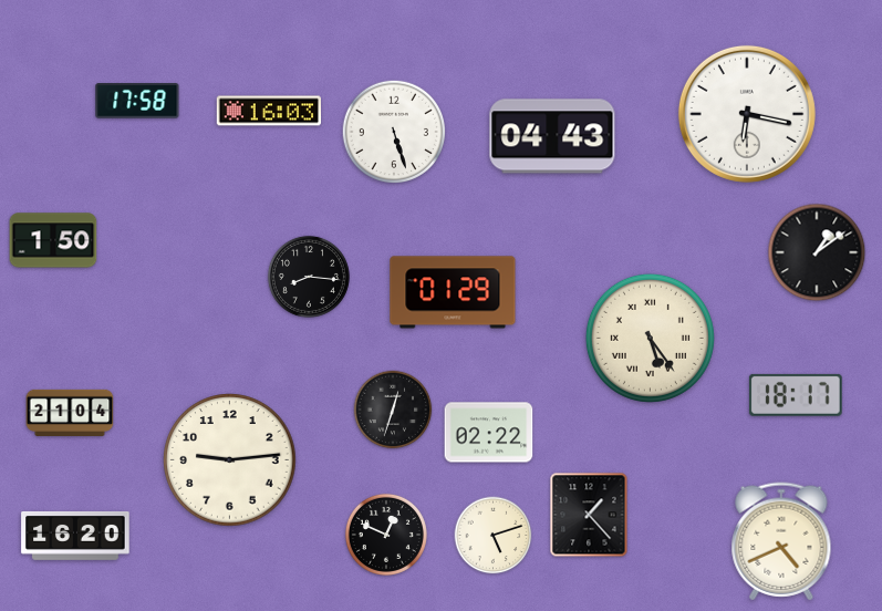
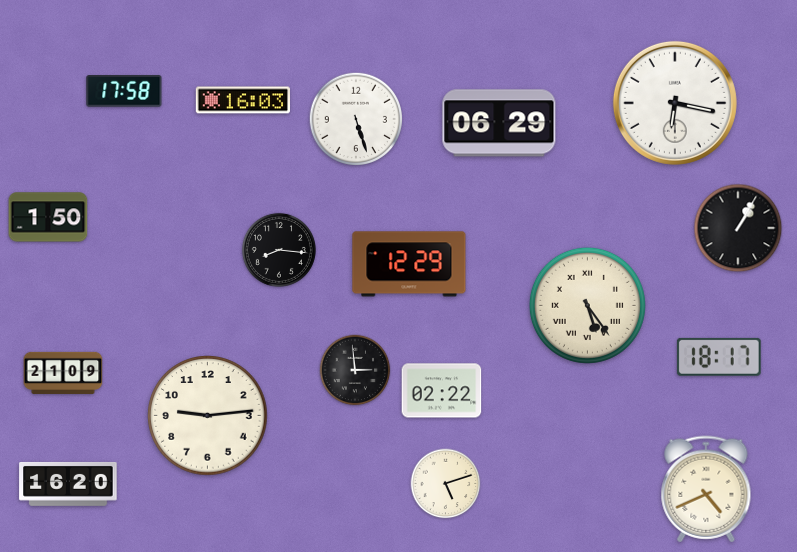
clock at (552, 136): 04:43 -> 06:29
clock at (817, 252): 1:09 -> 1:05
clock at (453, 292): 01:29 -> 12:29
clock at (393, 410): 12:33 -> 2:59
clock at (70, 412): 21:04 -> 21:09
clock at (589, 515): 1:23 -> none
clock at (386, 535): 12:49 -> none
